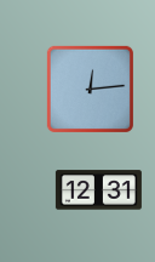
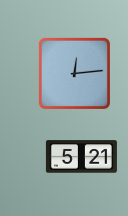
clock at (98, 190): 12:31 -> 5:21
